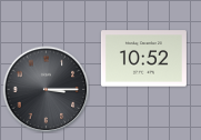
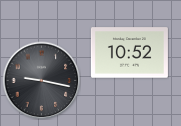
clock at (46, 89): 3:15 -> 9:17
